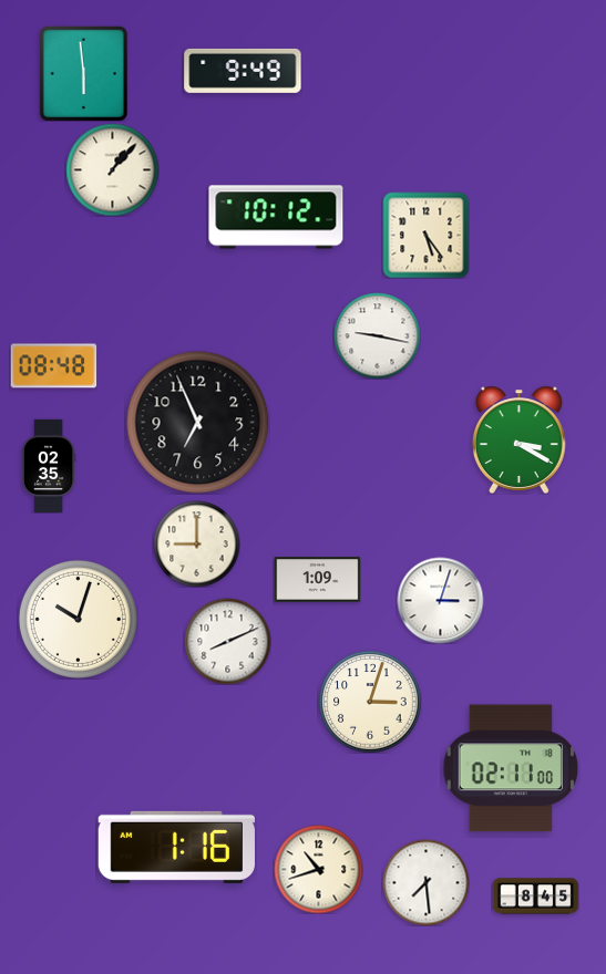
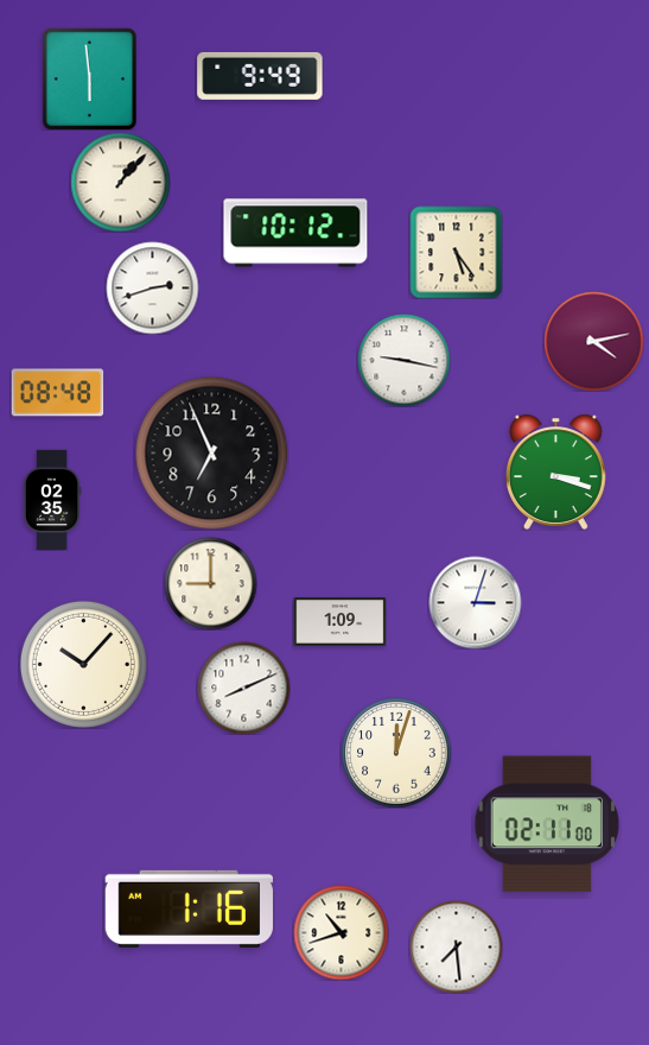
clock at (152, 287): none -> 2:42
clock at (593, 341): none -> 4:13
clock at (518, 439): 3:20 -> 3:18
clock at (440, 600) position: (440, 600) -> (475, 602)
clock at (78, 619): 10:03 -> 10:07
clock at (370, 702): 3:03 -> 12:03
clock at (535, 897): 8:45 -> none
